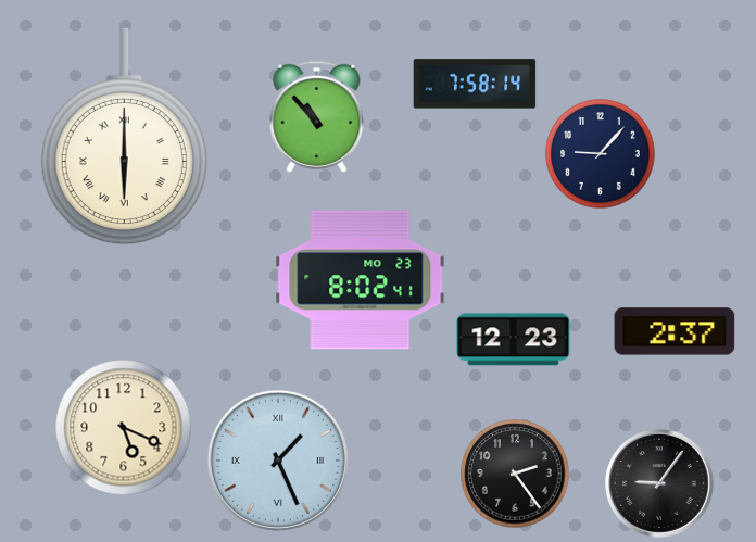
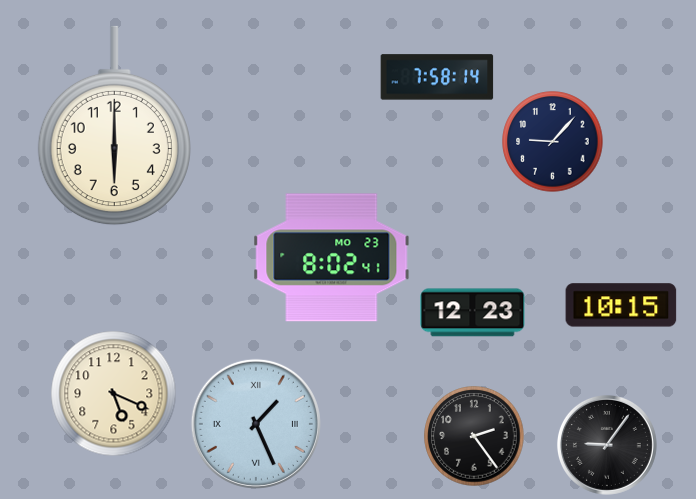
clock at (317, 116): 10:53 -> none
clock at (124, 137) numerals: Roman -> Arabic
clock at (675, 331): 2:37 -> 10:15
